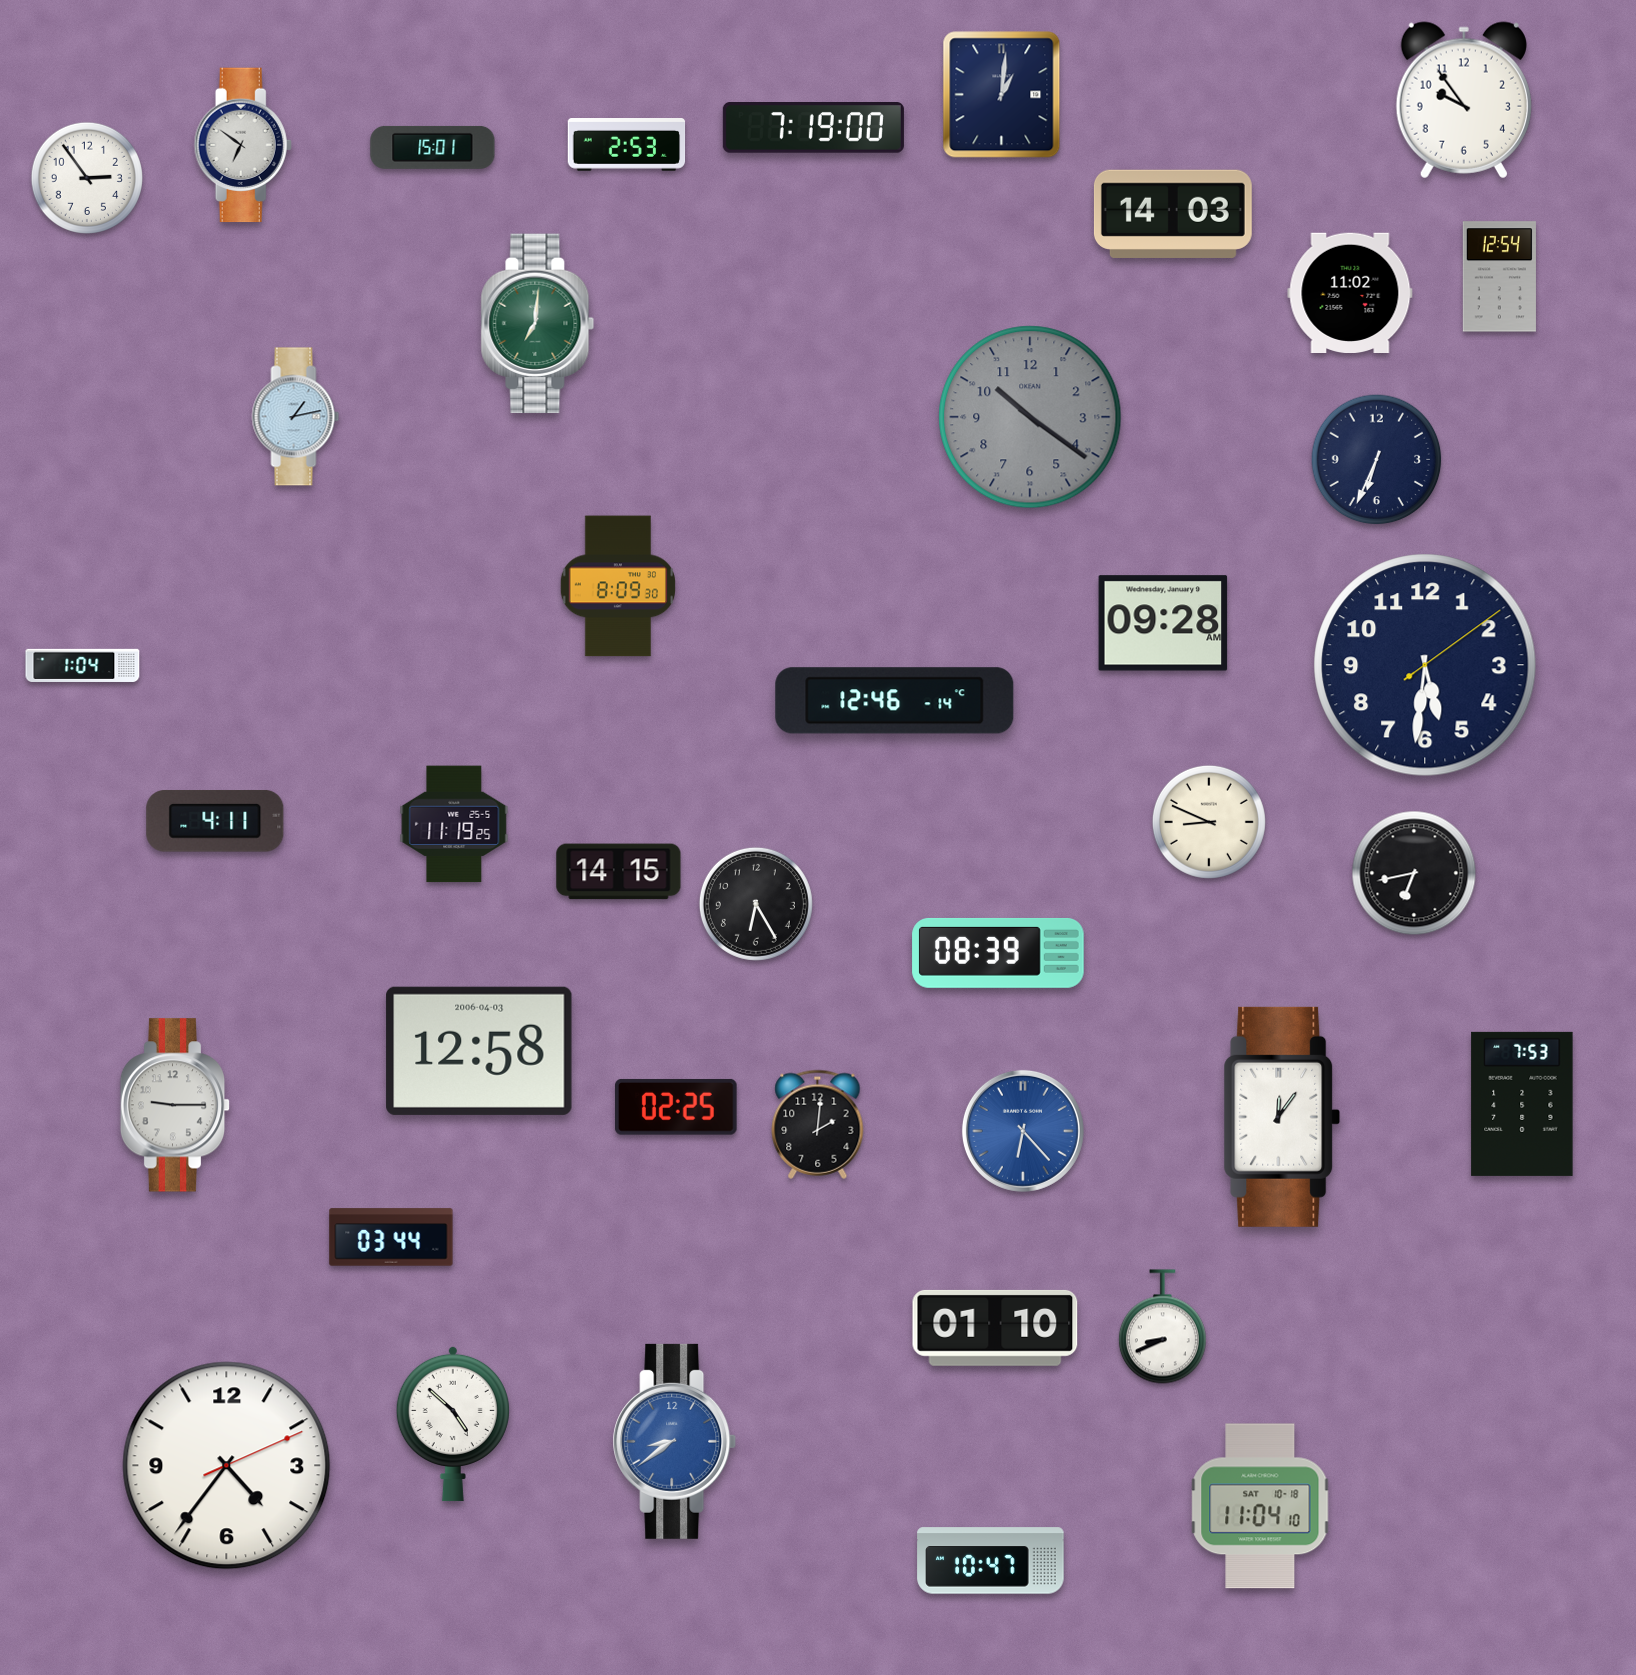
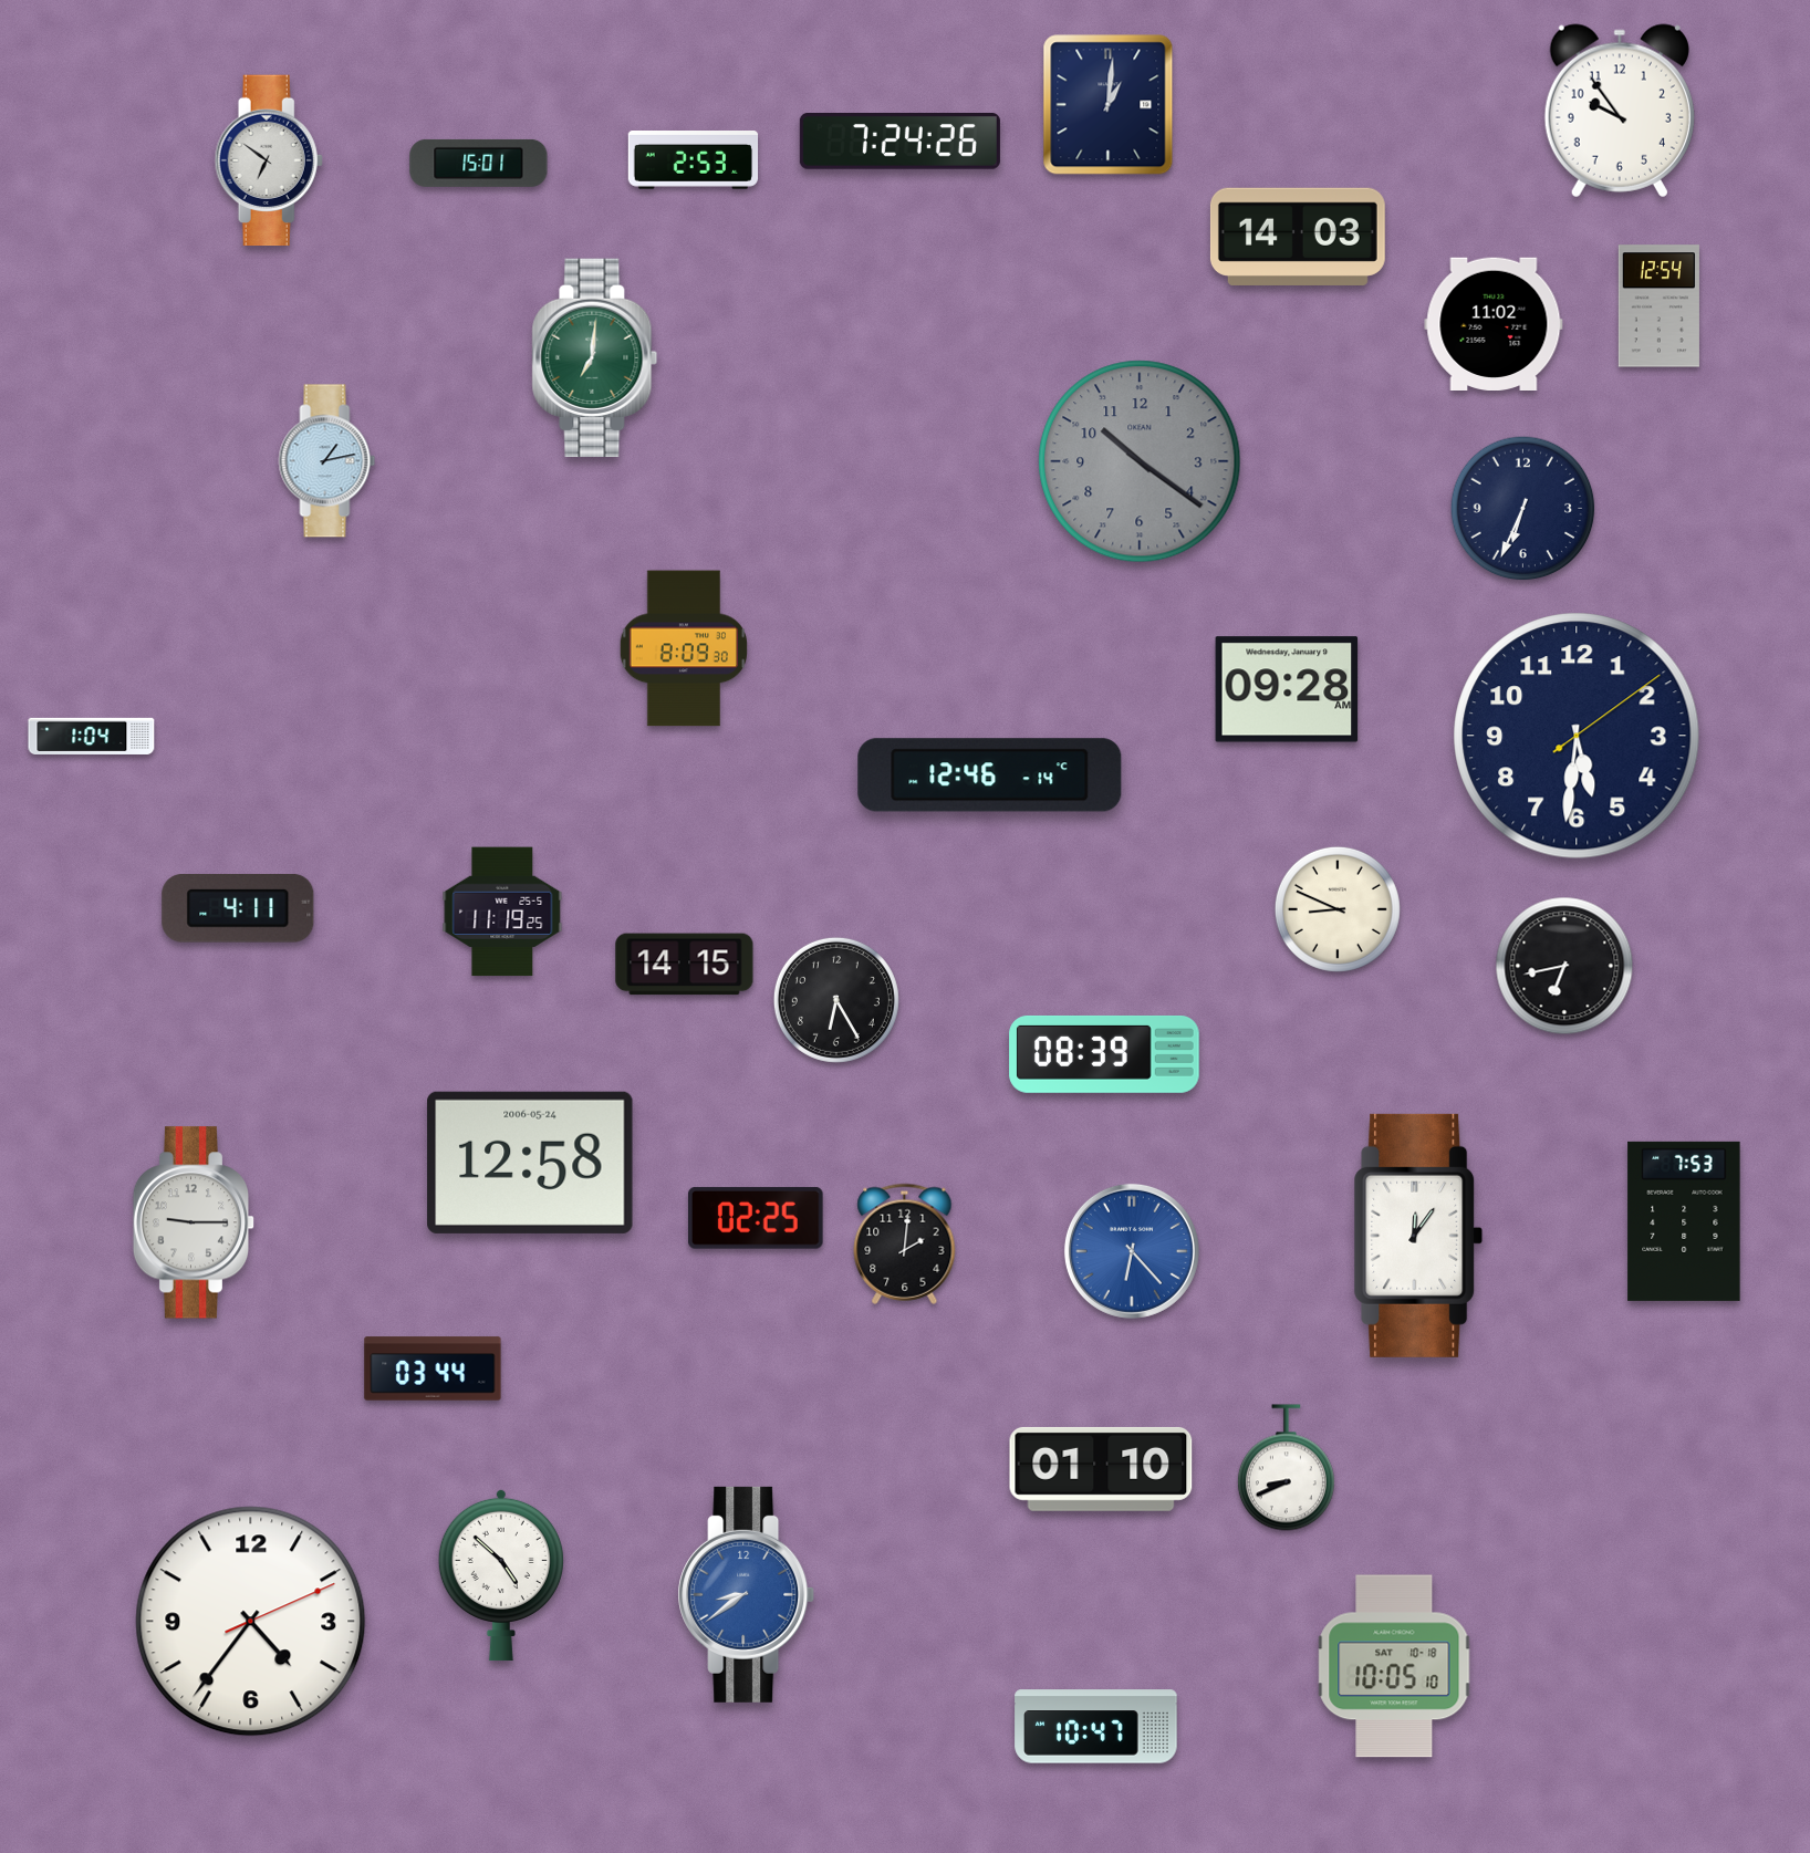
clock at (813, 128): 7:19 -> 7:24
clock at (87, 178): 2:54 -> none
clock at (479, 1051) date: 2006-04-03 -> 2006-05-24
clock at (677, 1107) position: (677, 1107) -> (757, 1218)
clock at (1260, 1506): 11:04 -> 10:05
